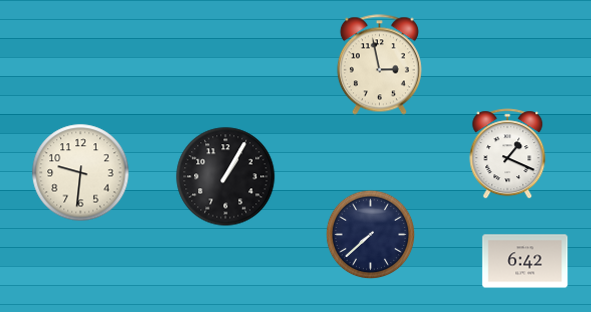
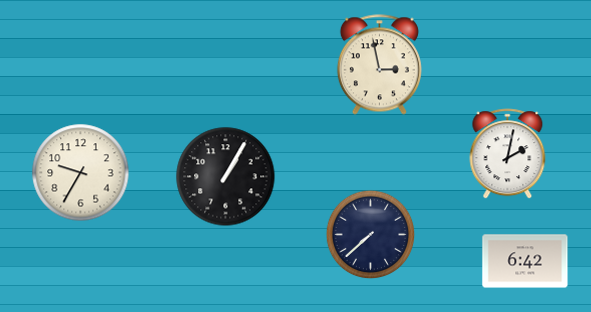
clock at (508, 154): 1:19 -> 2:02
clock at (81, 173): 9:31 -> 9:35
